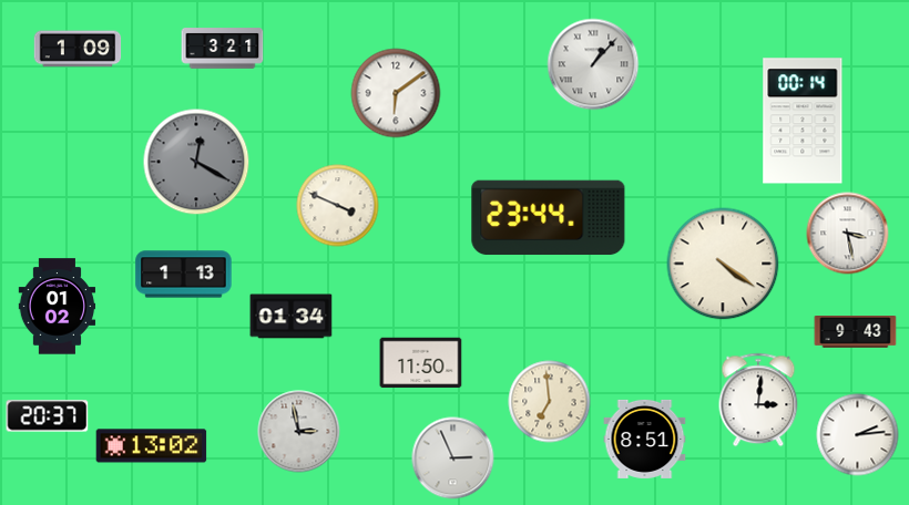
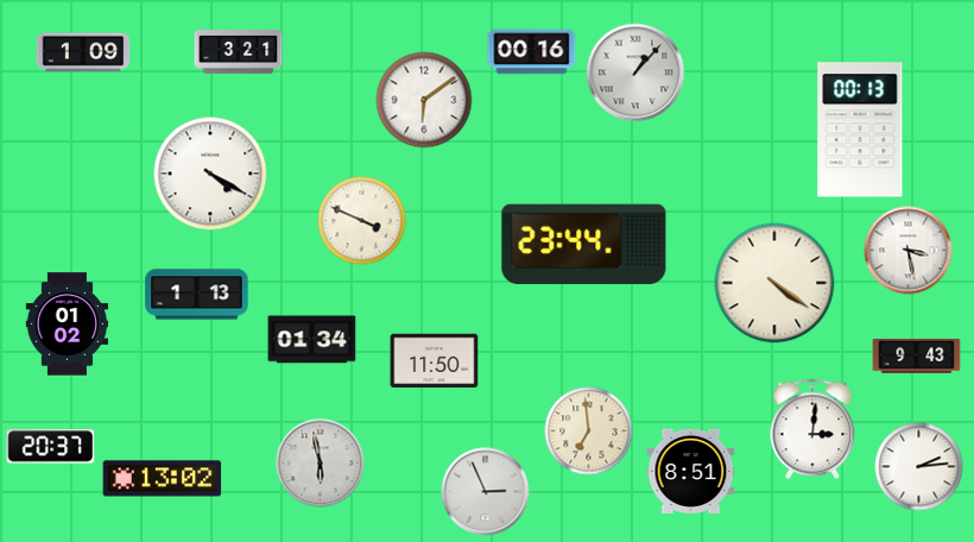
clock at (532, 52): none -> 00:16
clock at (593, 64) position: (593, 64) -> (635, 73)
clock at (803, 121): 00:14 -> 00:13
clock at (196, 162): 12:20 -> 4:20
clock at (196, 162) dial: grey -> white
clock at (549, 218) position: (549, 218) -> (584, 245)
clock at (58, 307) position: (58, 307) -> (68, 324)
clock at (421, 363) position: (421, 363) -> (435, 361)
clock at (299, 432): 2:58 -> 5:58
